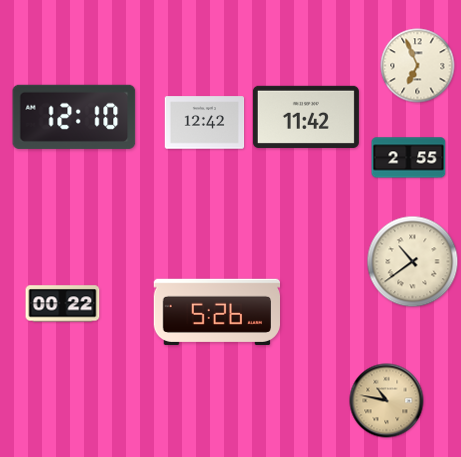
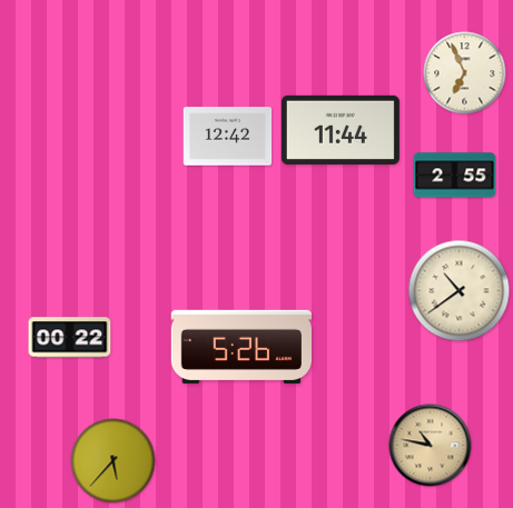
clock at (74, 117): 12:10 -> none
clock at (306, 117): 11:42 -> 11:44
clock at (114, 461): none -> 5:37
